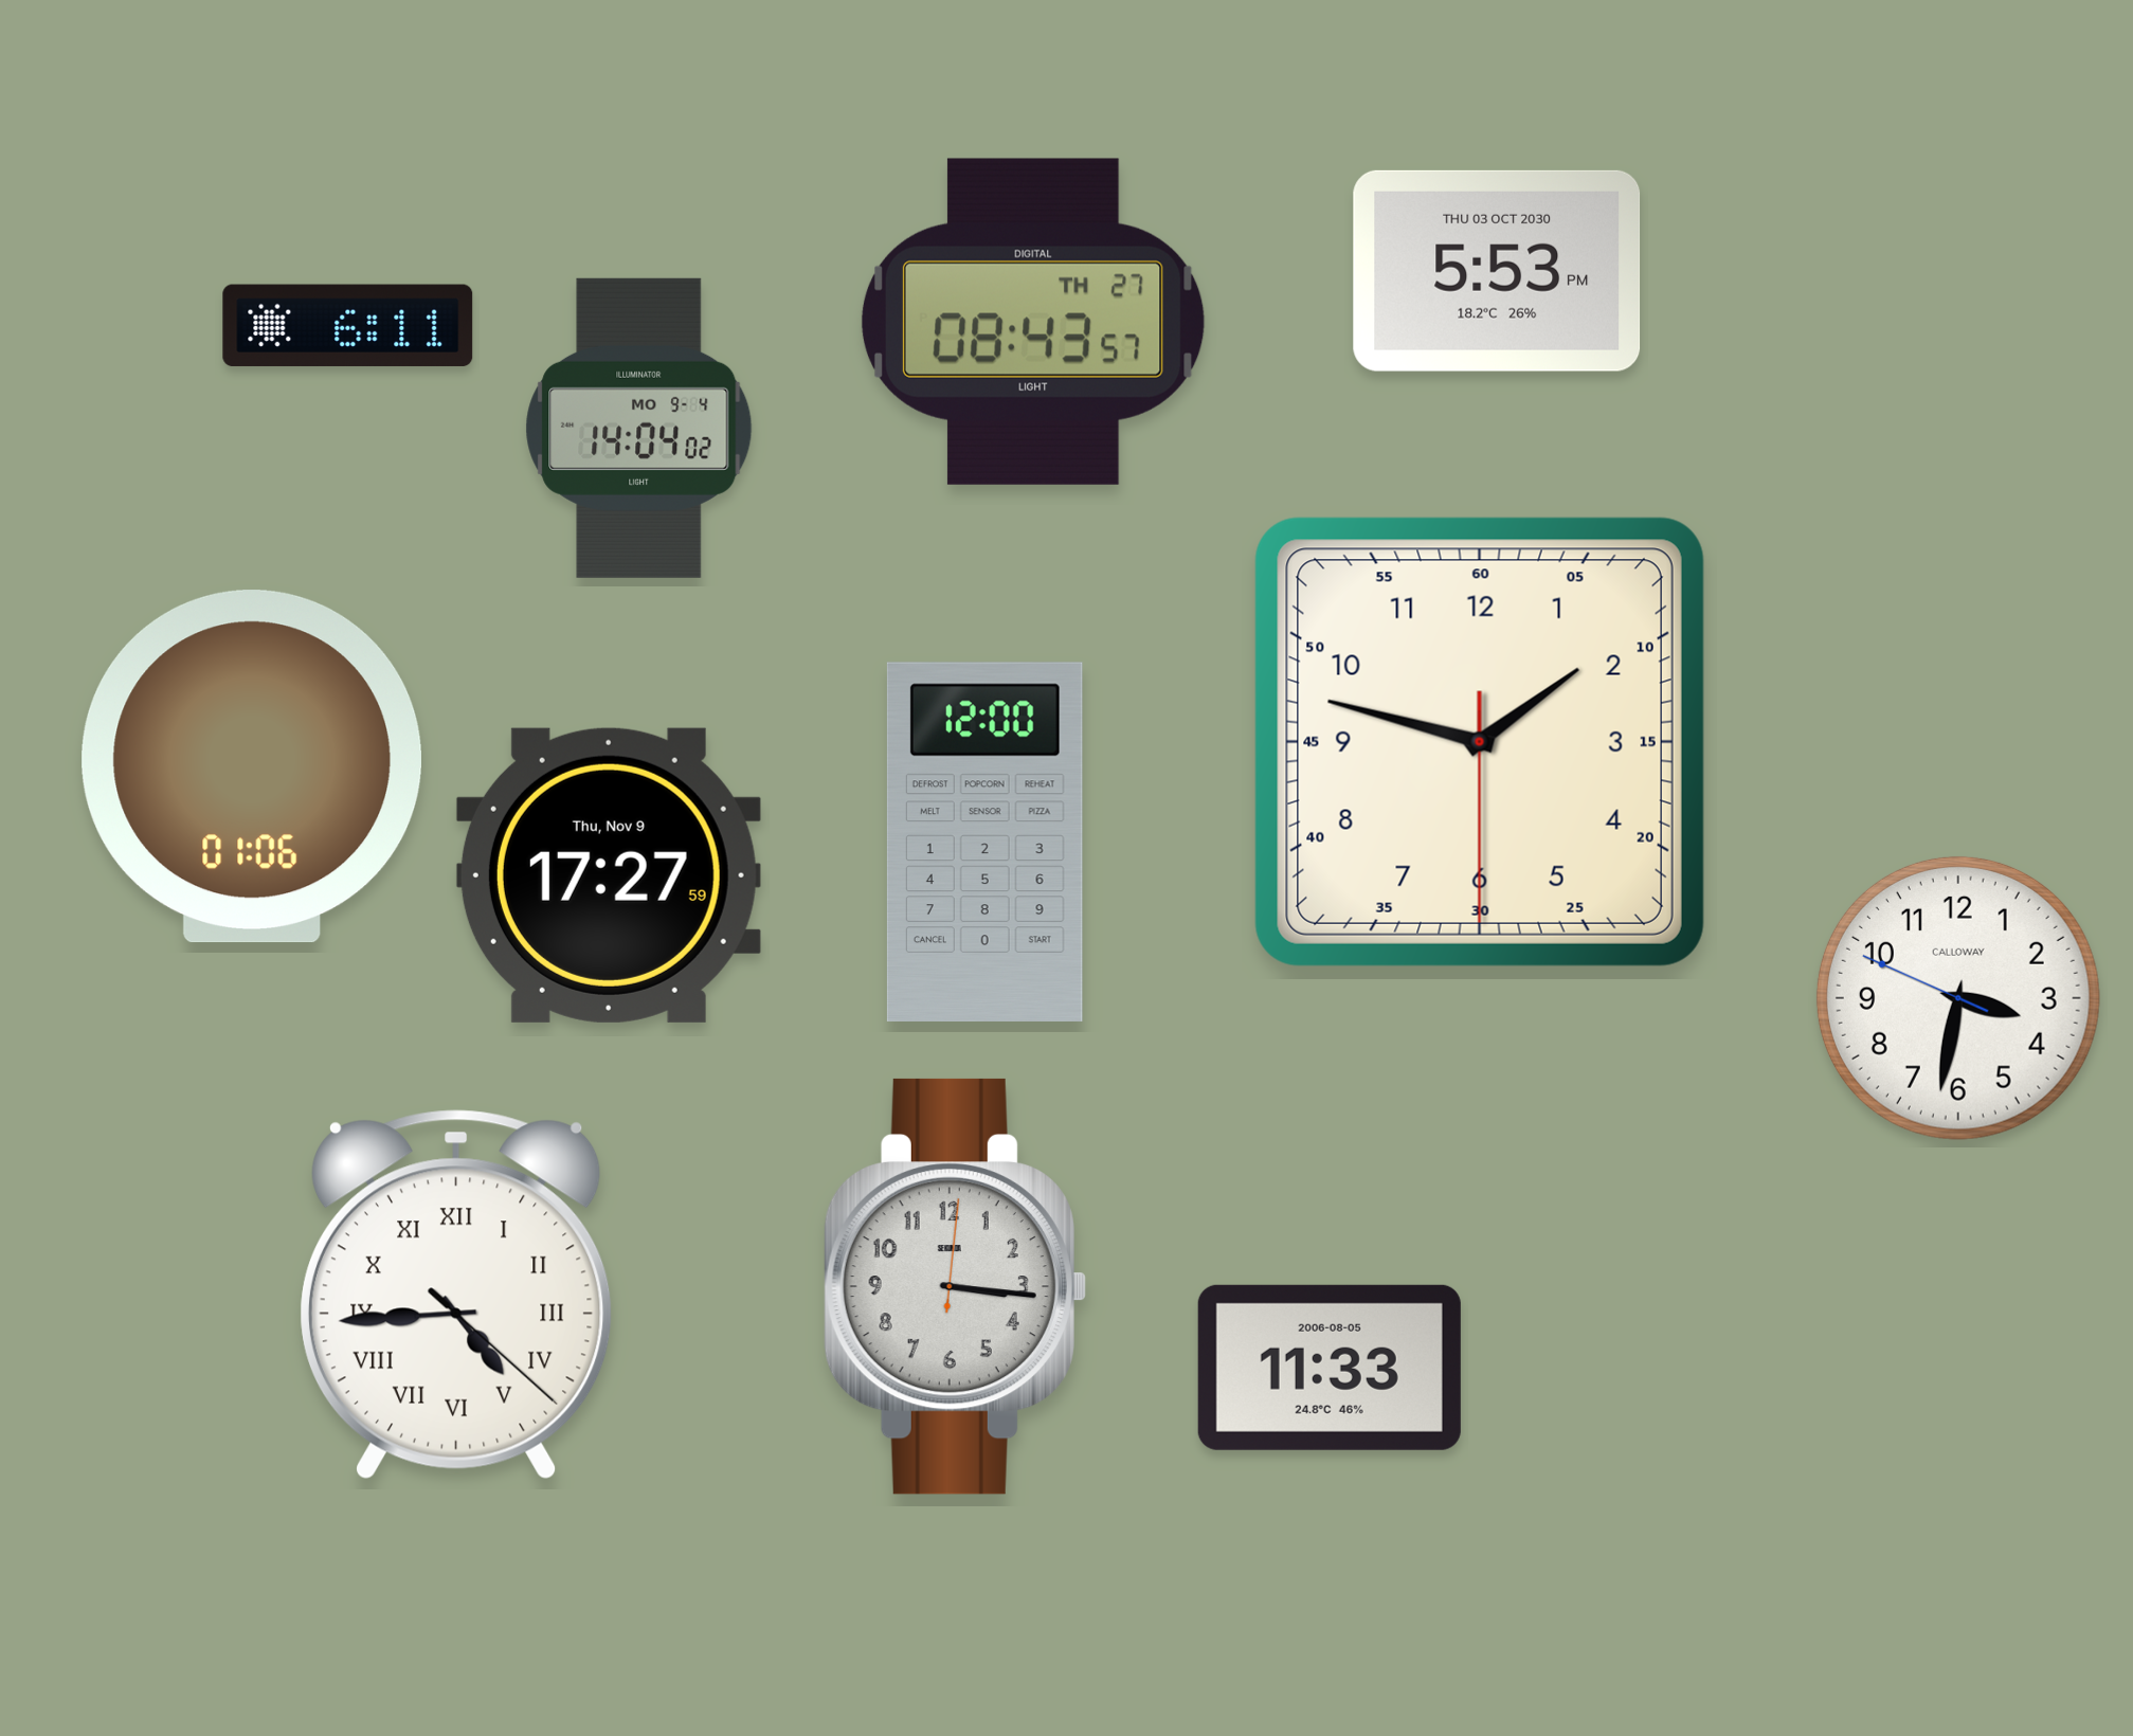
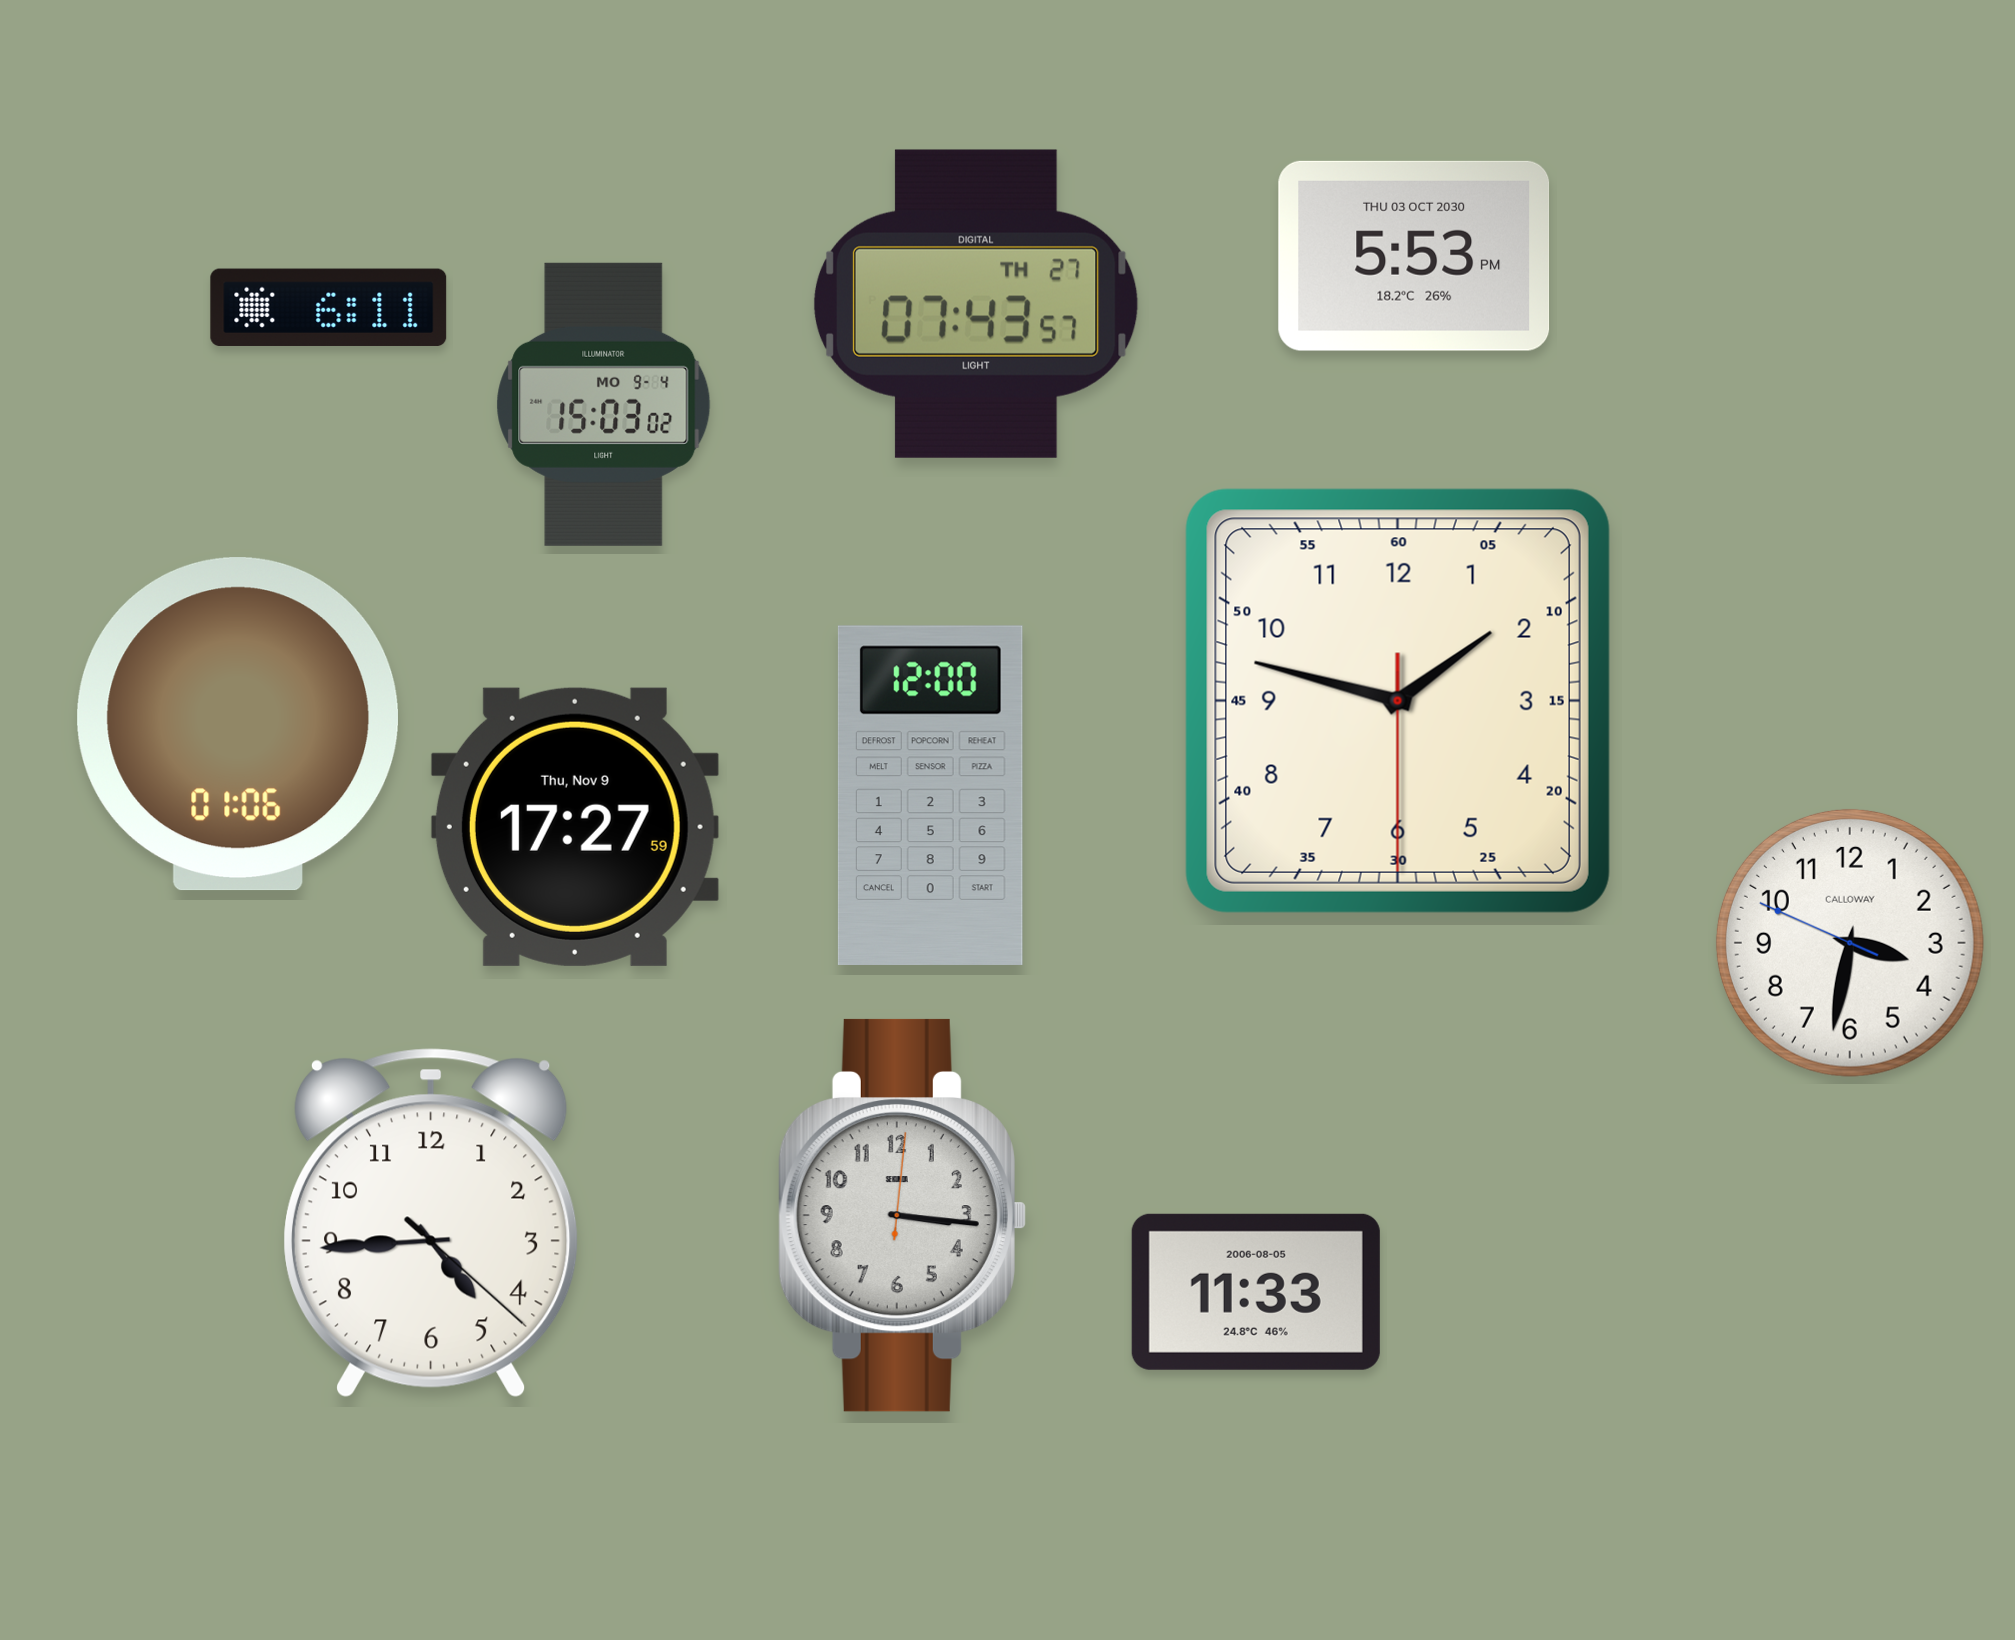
clock at (1033, 322): 08:43 -> 07:43
clock at (639, 428): 14:04 -> 15:03
clock at (456, 1295) numerals: Roman -> Arabic
